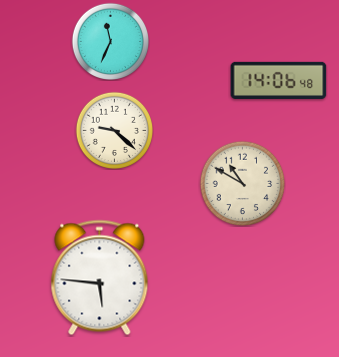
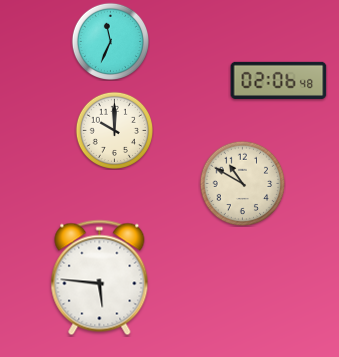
clock at (279, 80): 14:06 -> 02:06
clock at (114, 130): 9:22 -> 10:00
